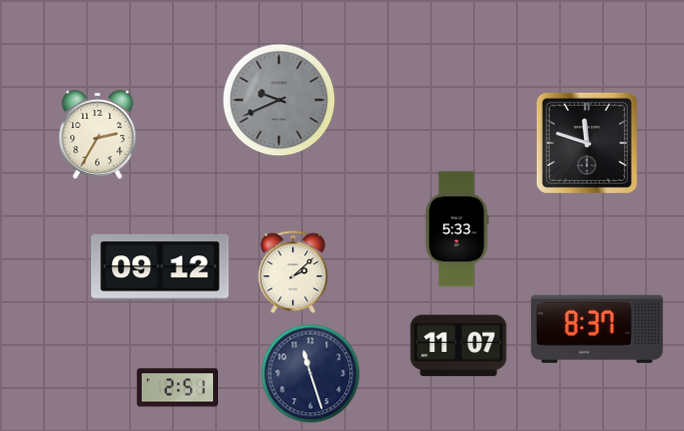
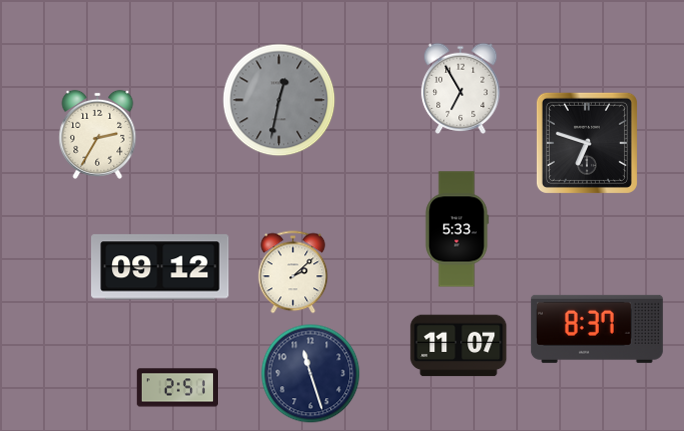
clock at (461, 88): none -> 6:55
clock at (279, 100): 9:41 -> 12:32
clock at (587, 143): 11:48 -> 6:48
